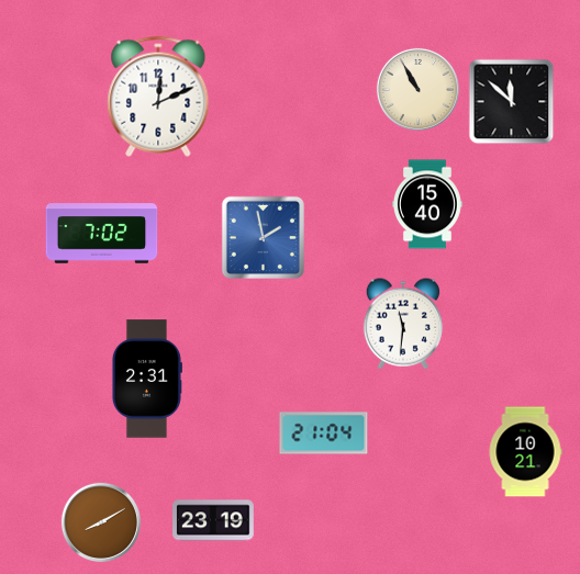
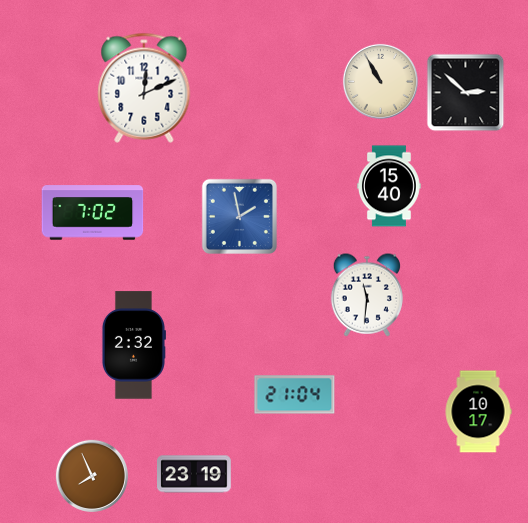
clock at (512, 102): 11:52 -> 2:52
clock at (146, 379): 2:31 -> 2:32
clock at (525, 452): 10:21 -> 10:17
clock at (100, 521): 8:10 -> 7:56
